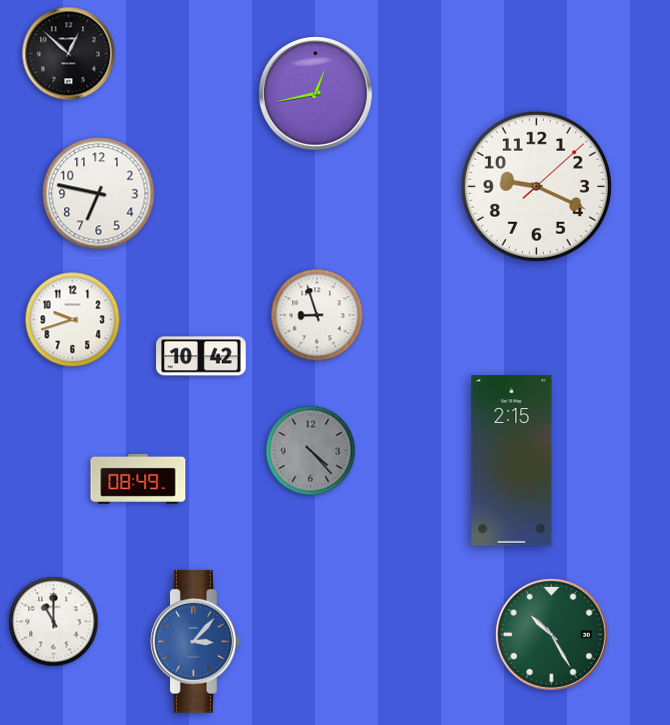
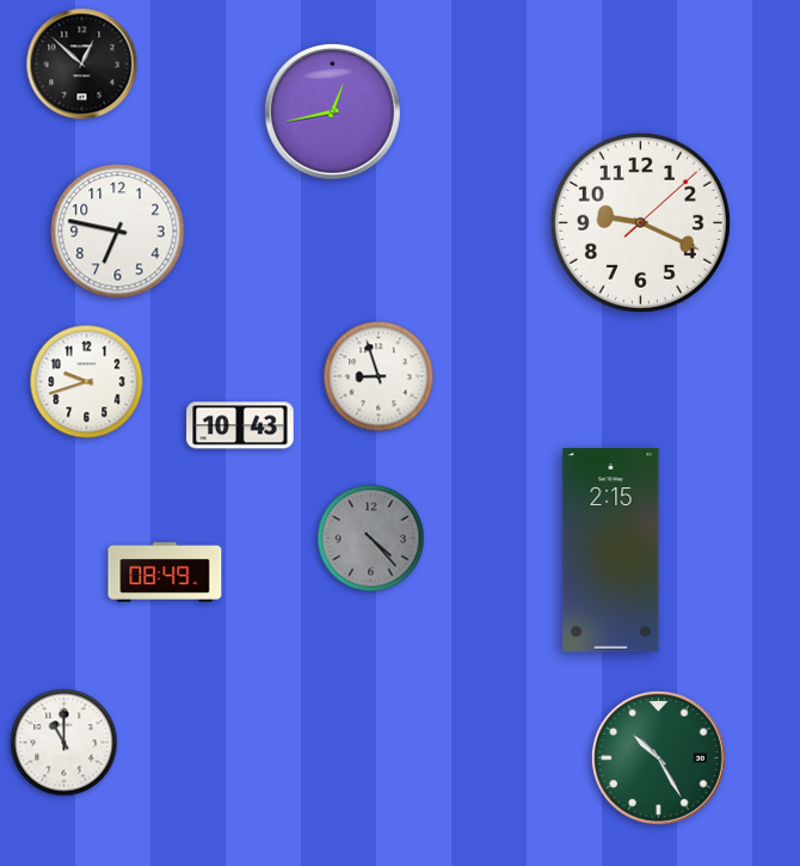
clock at (316, 94) position: (316, 94) -> (333, 112)
clock at (201, 356): 10:42 -> 10:43
clock at (196, 642): 3:07 -> none
